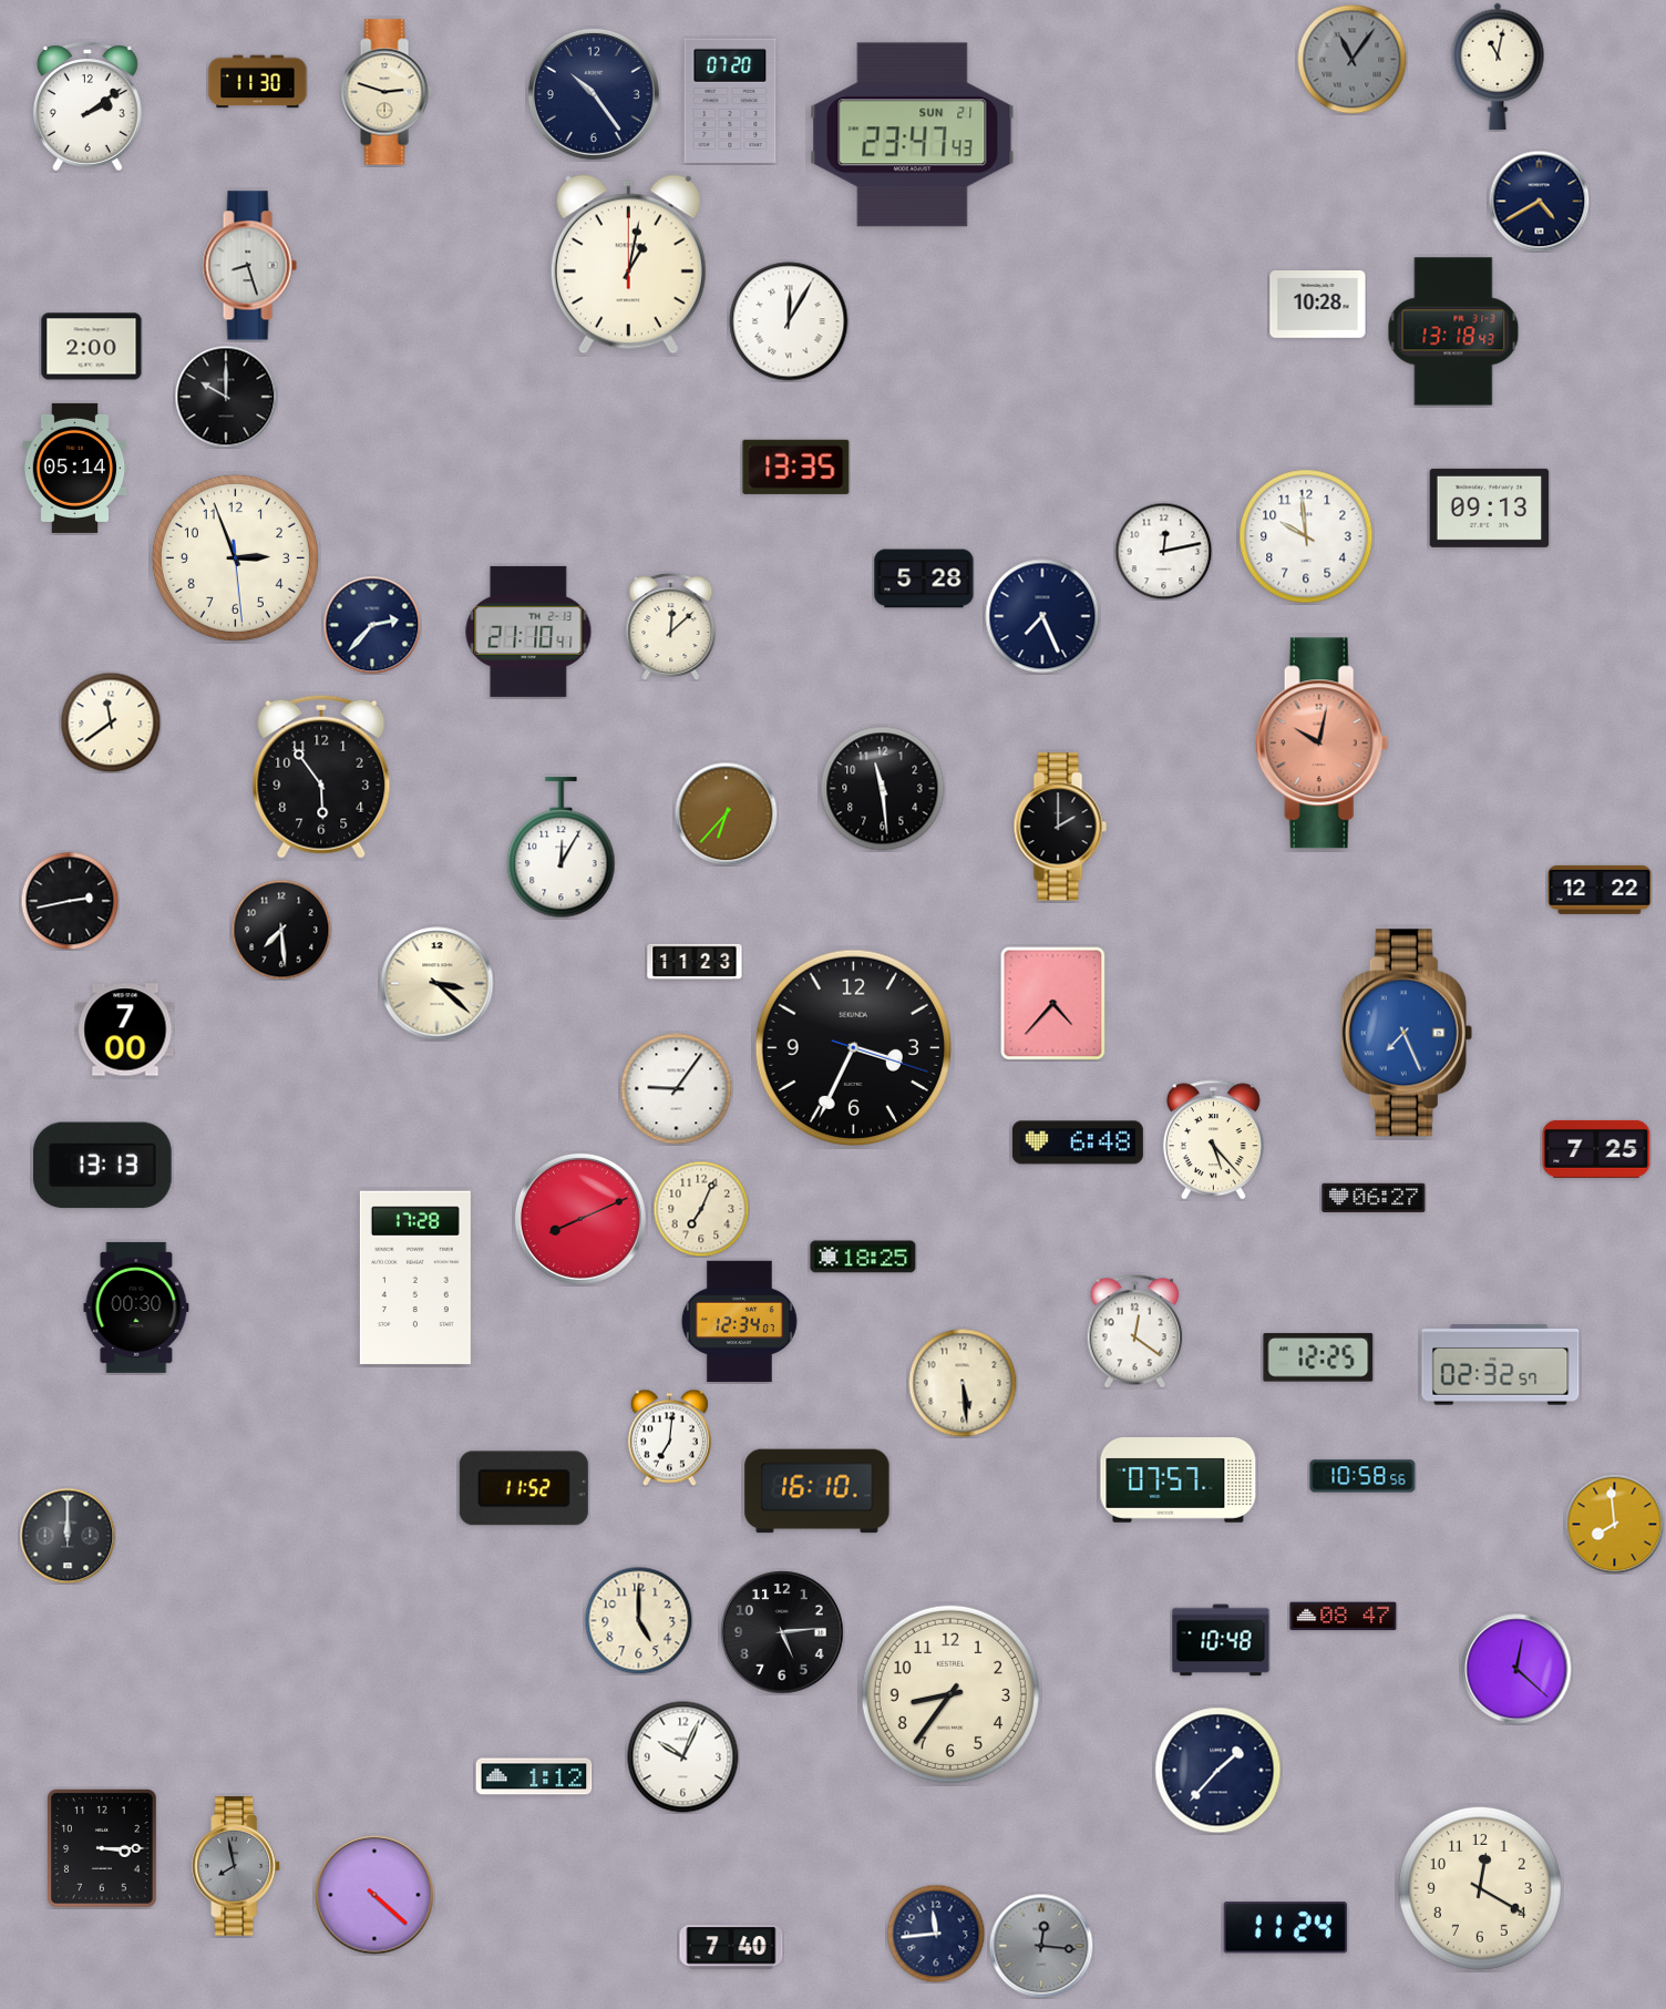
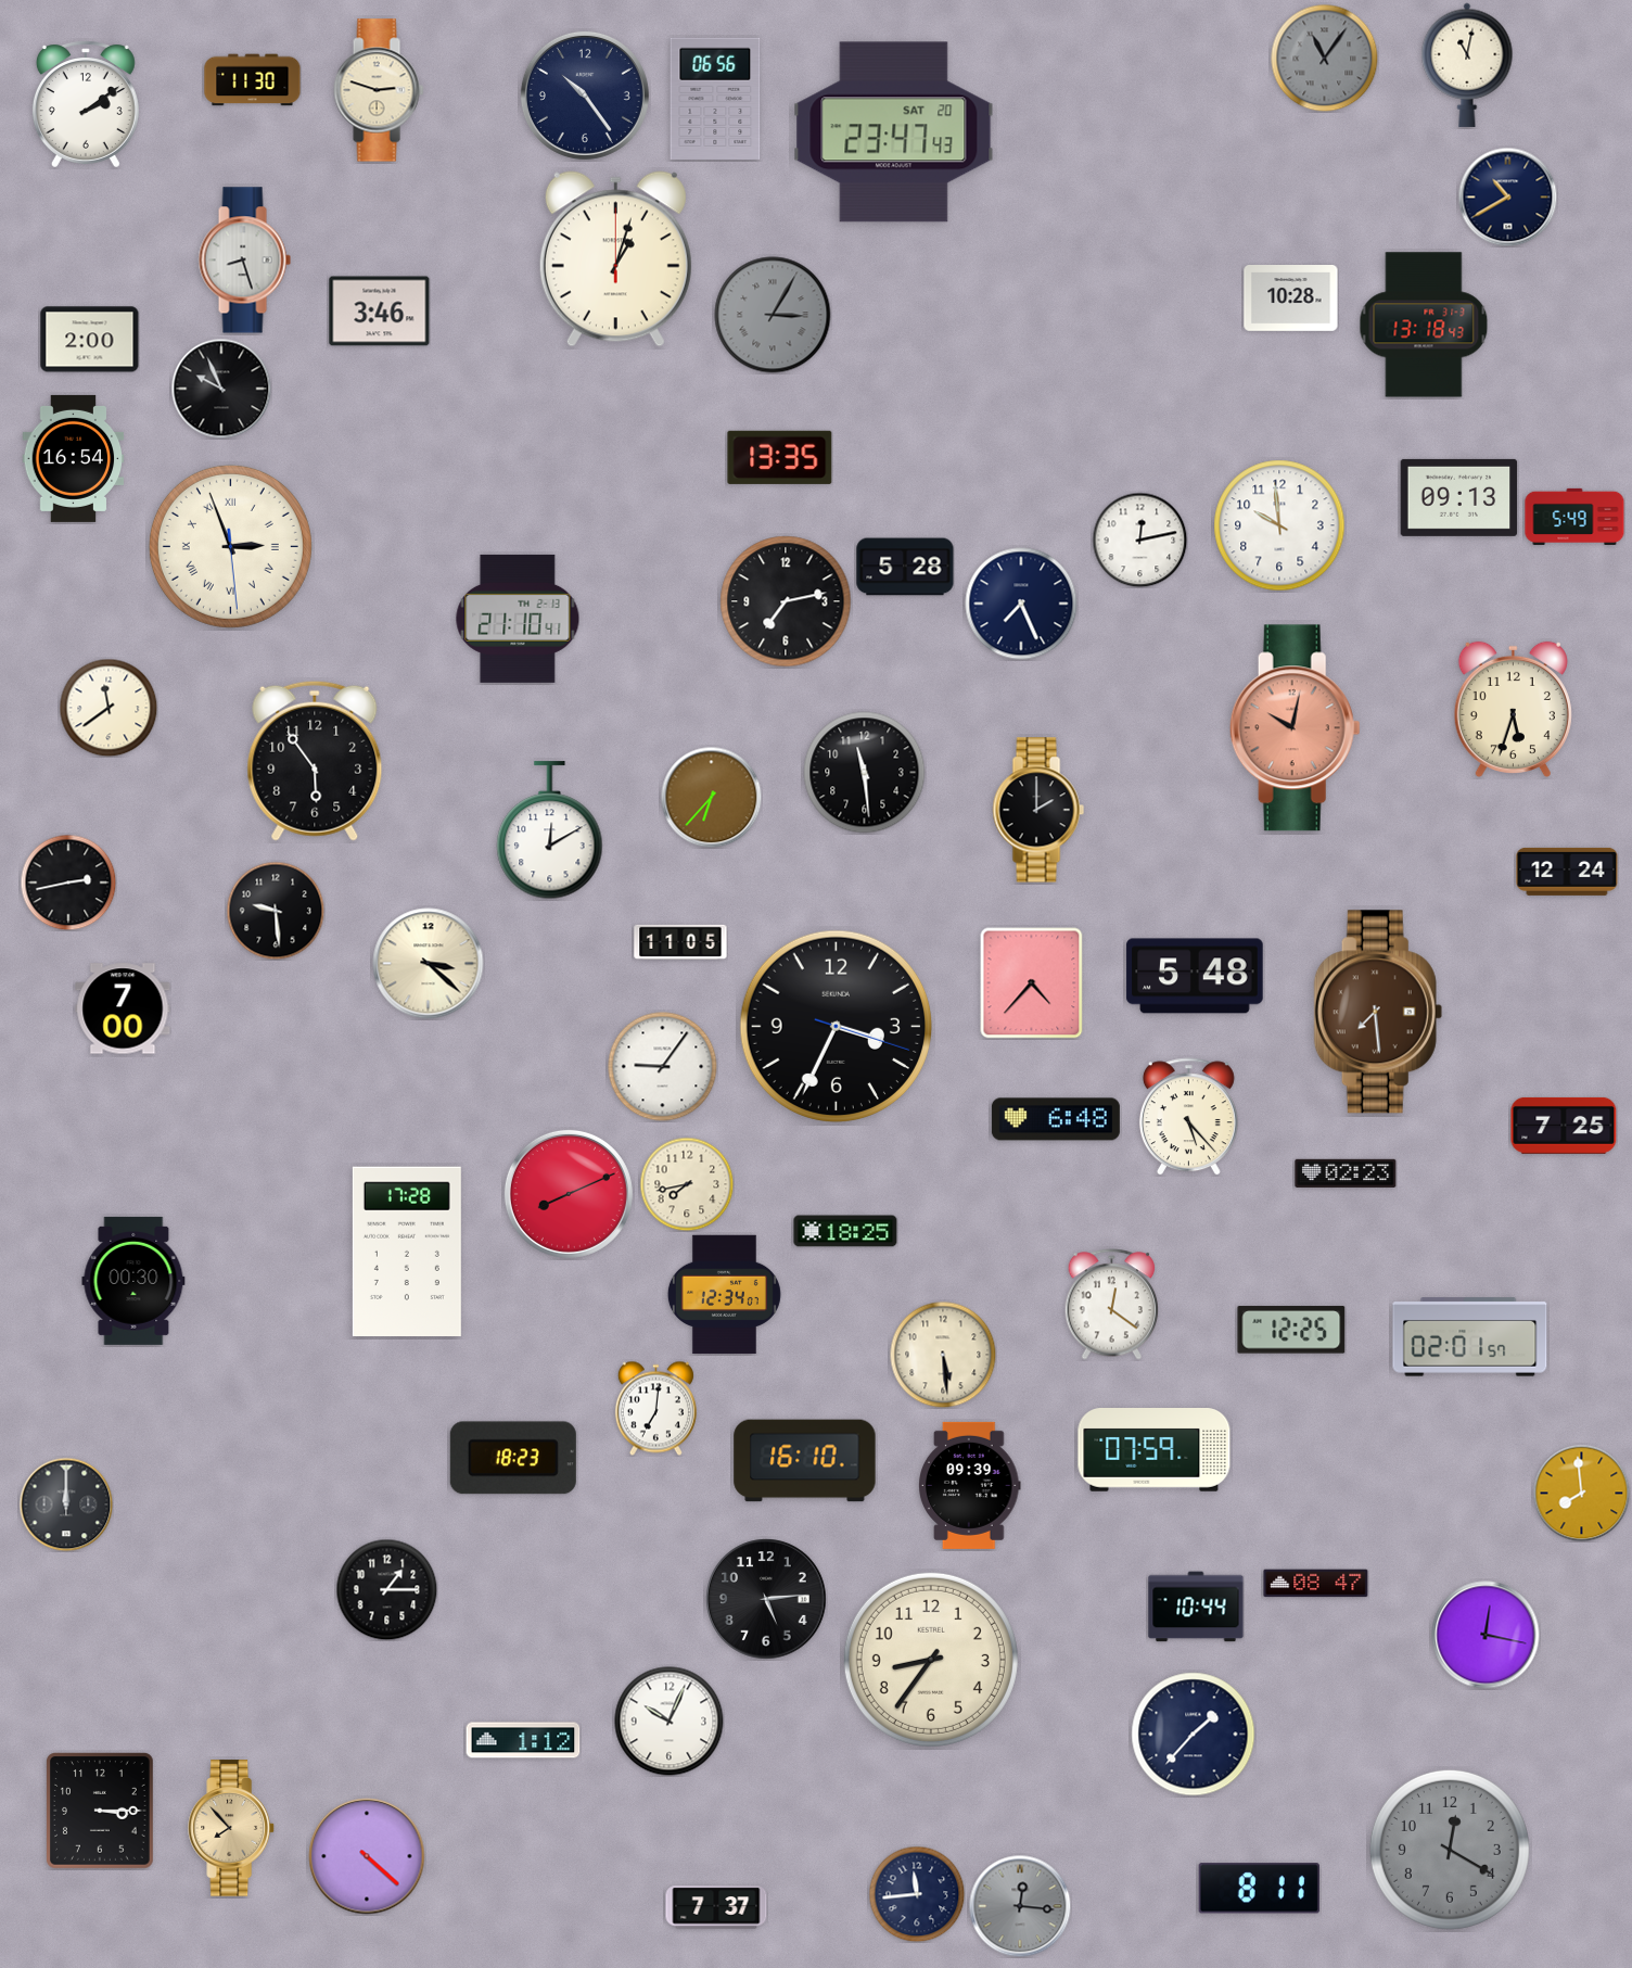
clock at (594, 94) position: (594, 94) -> (585, 96)
clock at (730, 101): 07:20 -> 06:56
clock at (913, 135) date: SUN 21 -> SAT 20
clock at (1539, 201): 4:40 -> 10:40
clock at (628, 265): 1:02 -> 1:03
clock at (380, 312): none -> 3:46
clock at (789, 321): 12:05 -> 3:05
clock at (789, 321) dial: white -> grey
clock at (226, 397): 10:00 -> 9:56
clock at (75, 468): 05:14 -> 16:54
clock at (1574, 517): none -> 5:49
clock at (235, 557) numerals: Arabic -> Roman
clock at (786, 601): none -> 7:13
clock at (372, 625): 2:37 -> none
clock at (671, 626): 12:08 -> none
clock at (1513, 709): none -> 5:33
clock at (562, 848): 12:05 -> 12:10
clock at (1600, 890): 12:22 -> 12:24
clock at (281, 930): 7:29 -> 9:29
clock at (695, 962): 11:23 -> 11:05
clock at (1195, 976): none -> 5:48
clock at (1407, 1033): 7:26 -> 7:29
clock at (1407, 1033) dial: blue -> brown
clock at (103, 1166): 13:13 -> none
clock at (1374, 1198): 06:27 -> 02:23
clock at (701, 1209): 7:04 -> 7:43
clock at (1501, 1365): 02:32 -> 02:01
clock at (1362, 1476): 10:58 -> none
clock at (1179, 1480): 07:57 -> 07:59
clock at (524, 1488): 11:52 -> 18:23
clock at (817, 1492) position: (817, 1492) -> (805, 1461)
clock at (970, 1485): none -> 09:39
clock at (638, 1620): 5:00 -> none
clock at (386, 1589): none -> 1:15
clock at (1221, 1640): 10:48 -> 10:44
clock at (1516, 1669): 12:22 -> 12:17
clock at (237, 1866): 7:58 -> 7:53
clock at (237, 1866) dial: grey -> champagne
clock at (1480, 1888) dial: cream -> grey
clock at (1285, 1928): 11:24 -> 8:11
clock at (731, 1947): 7:40 -> 7:37
